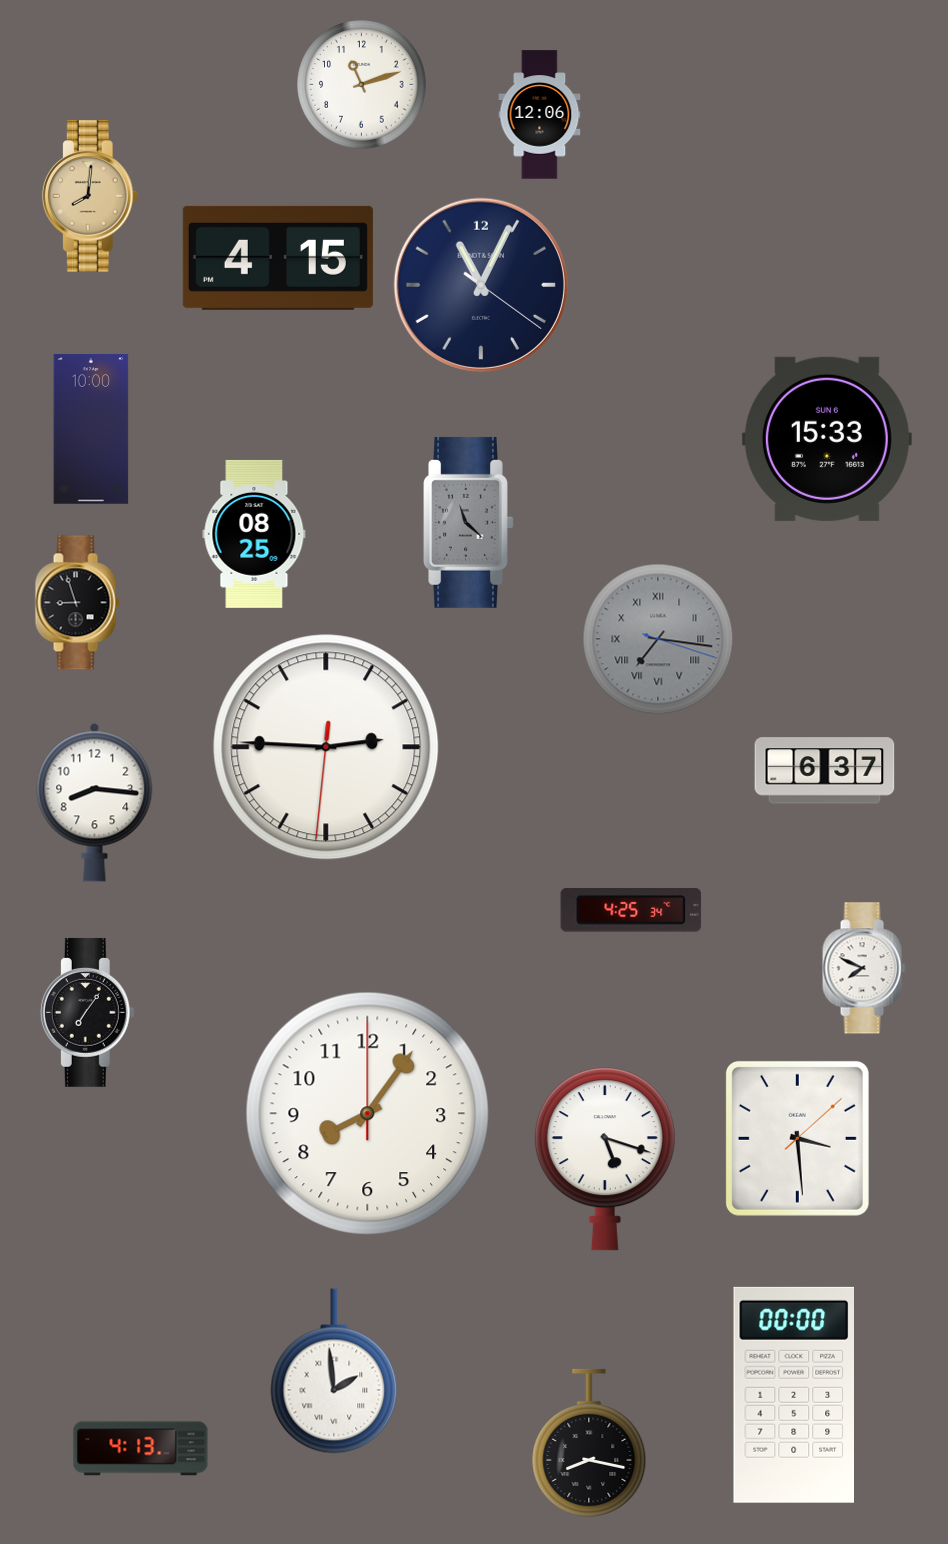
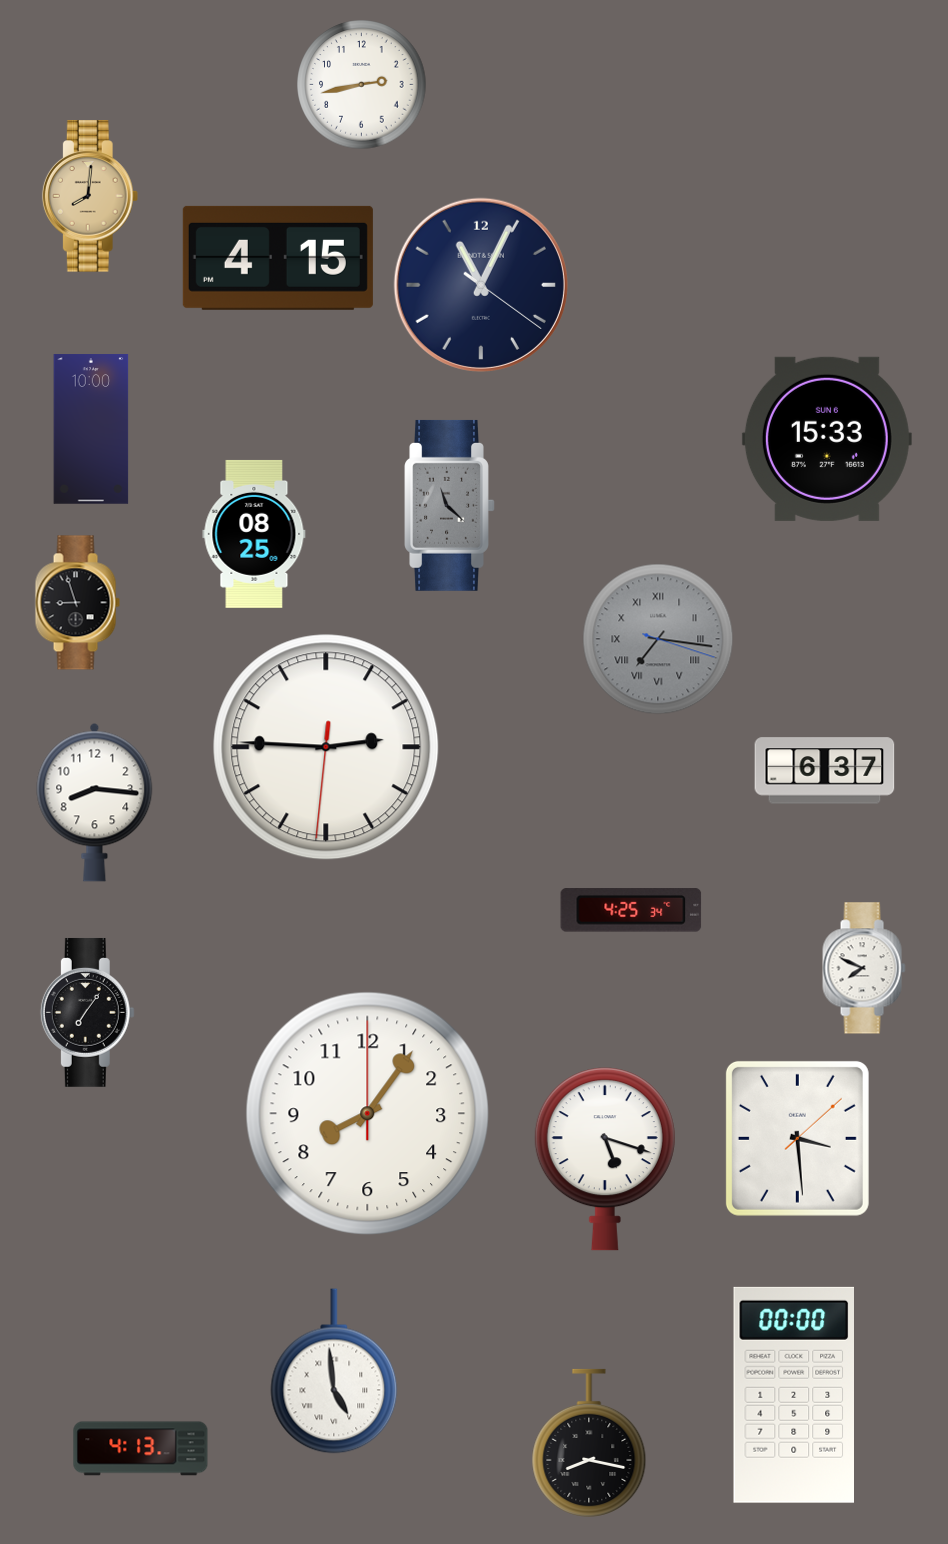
clock at (362, 85): 11:12 -> 2:43
clock at (540, 115): 12:06 -> none
clock at (469, 522) position: (469, 522) -> (450, 505)
clock at (334, 1371): 1:59 -> 4:59
